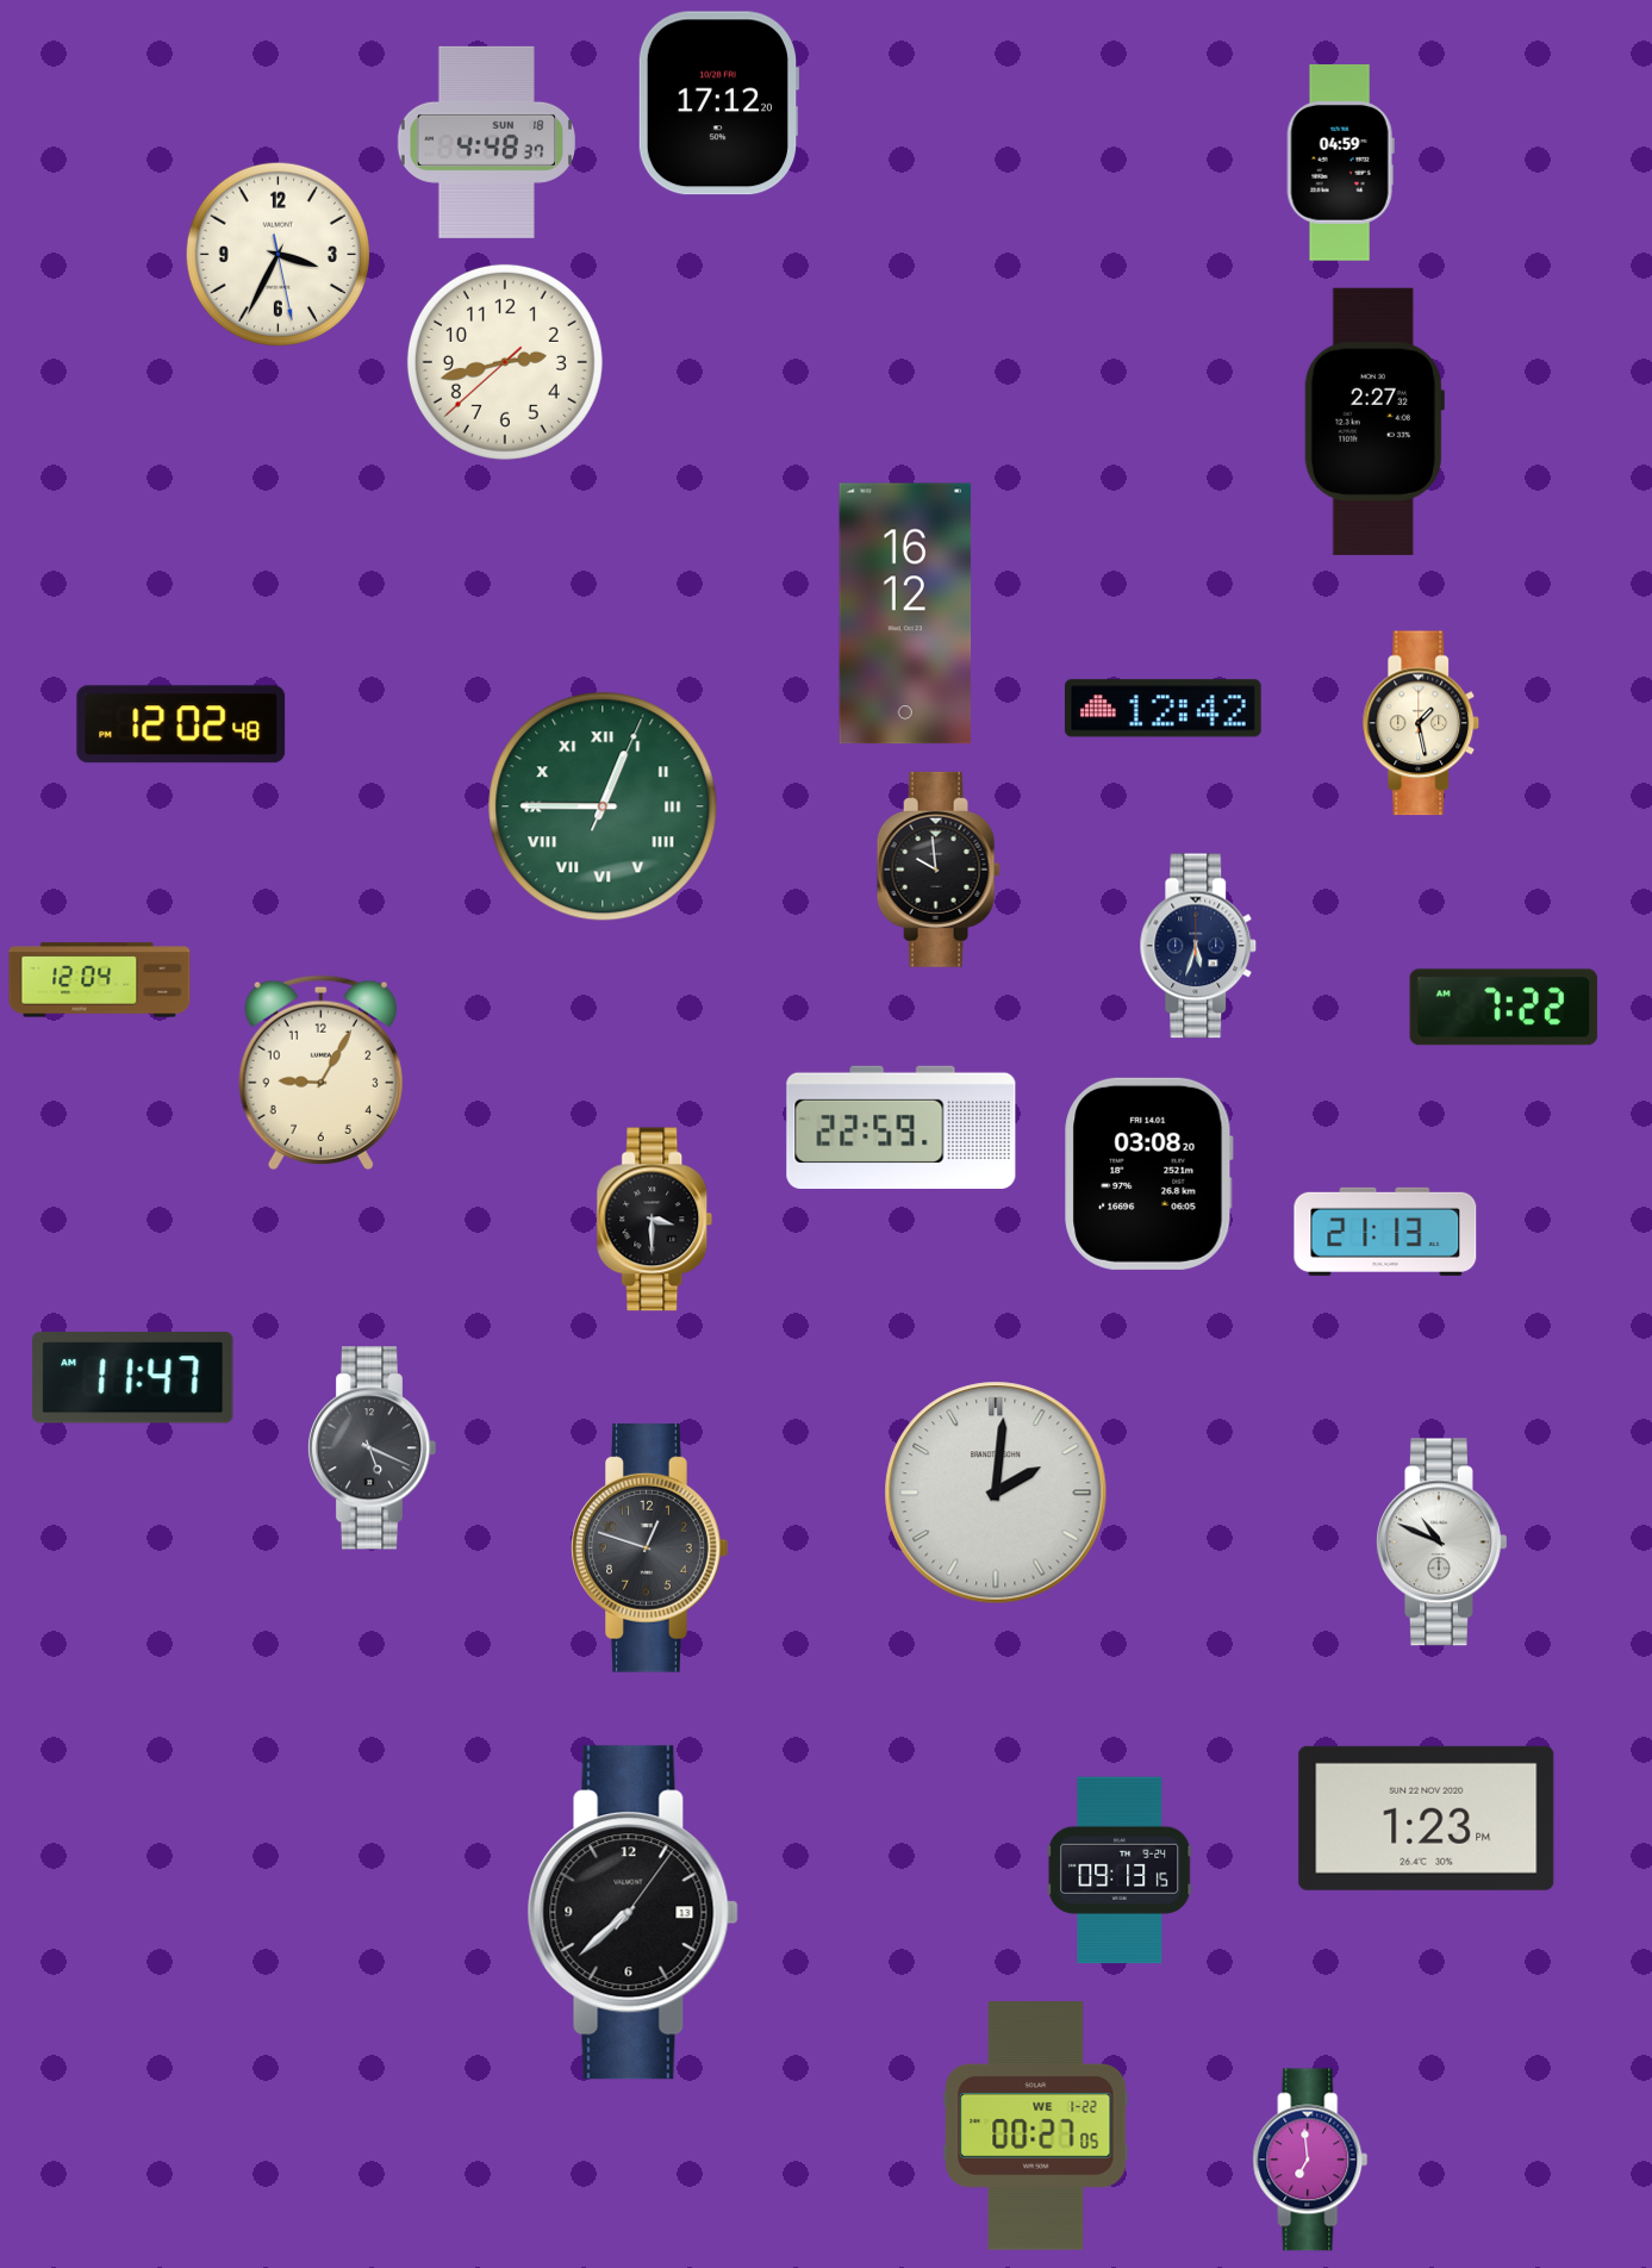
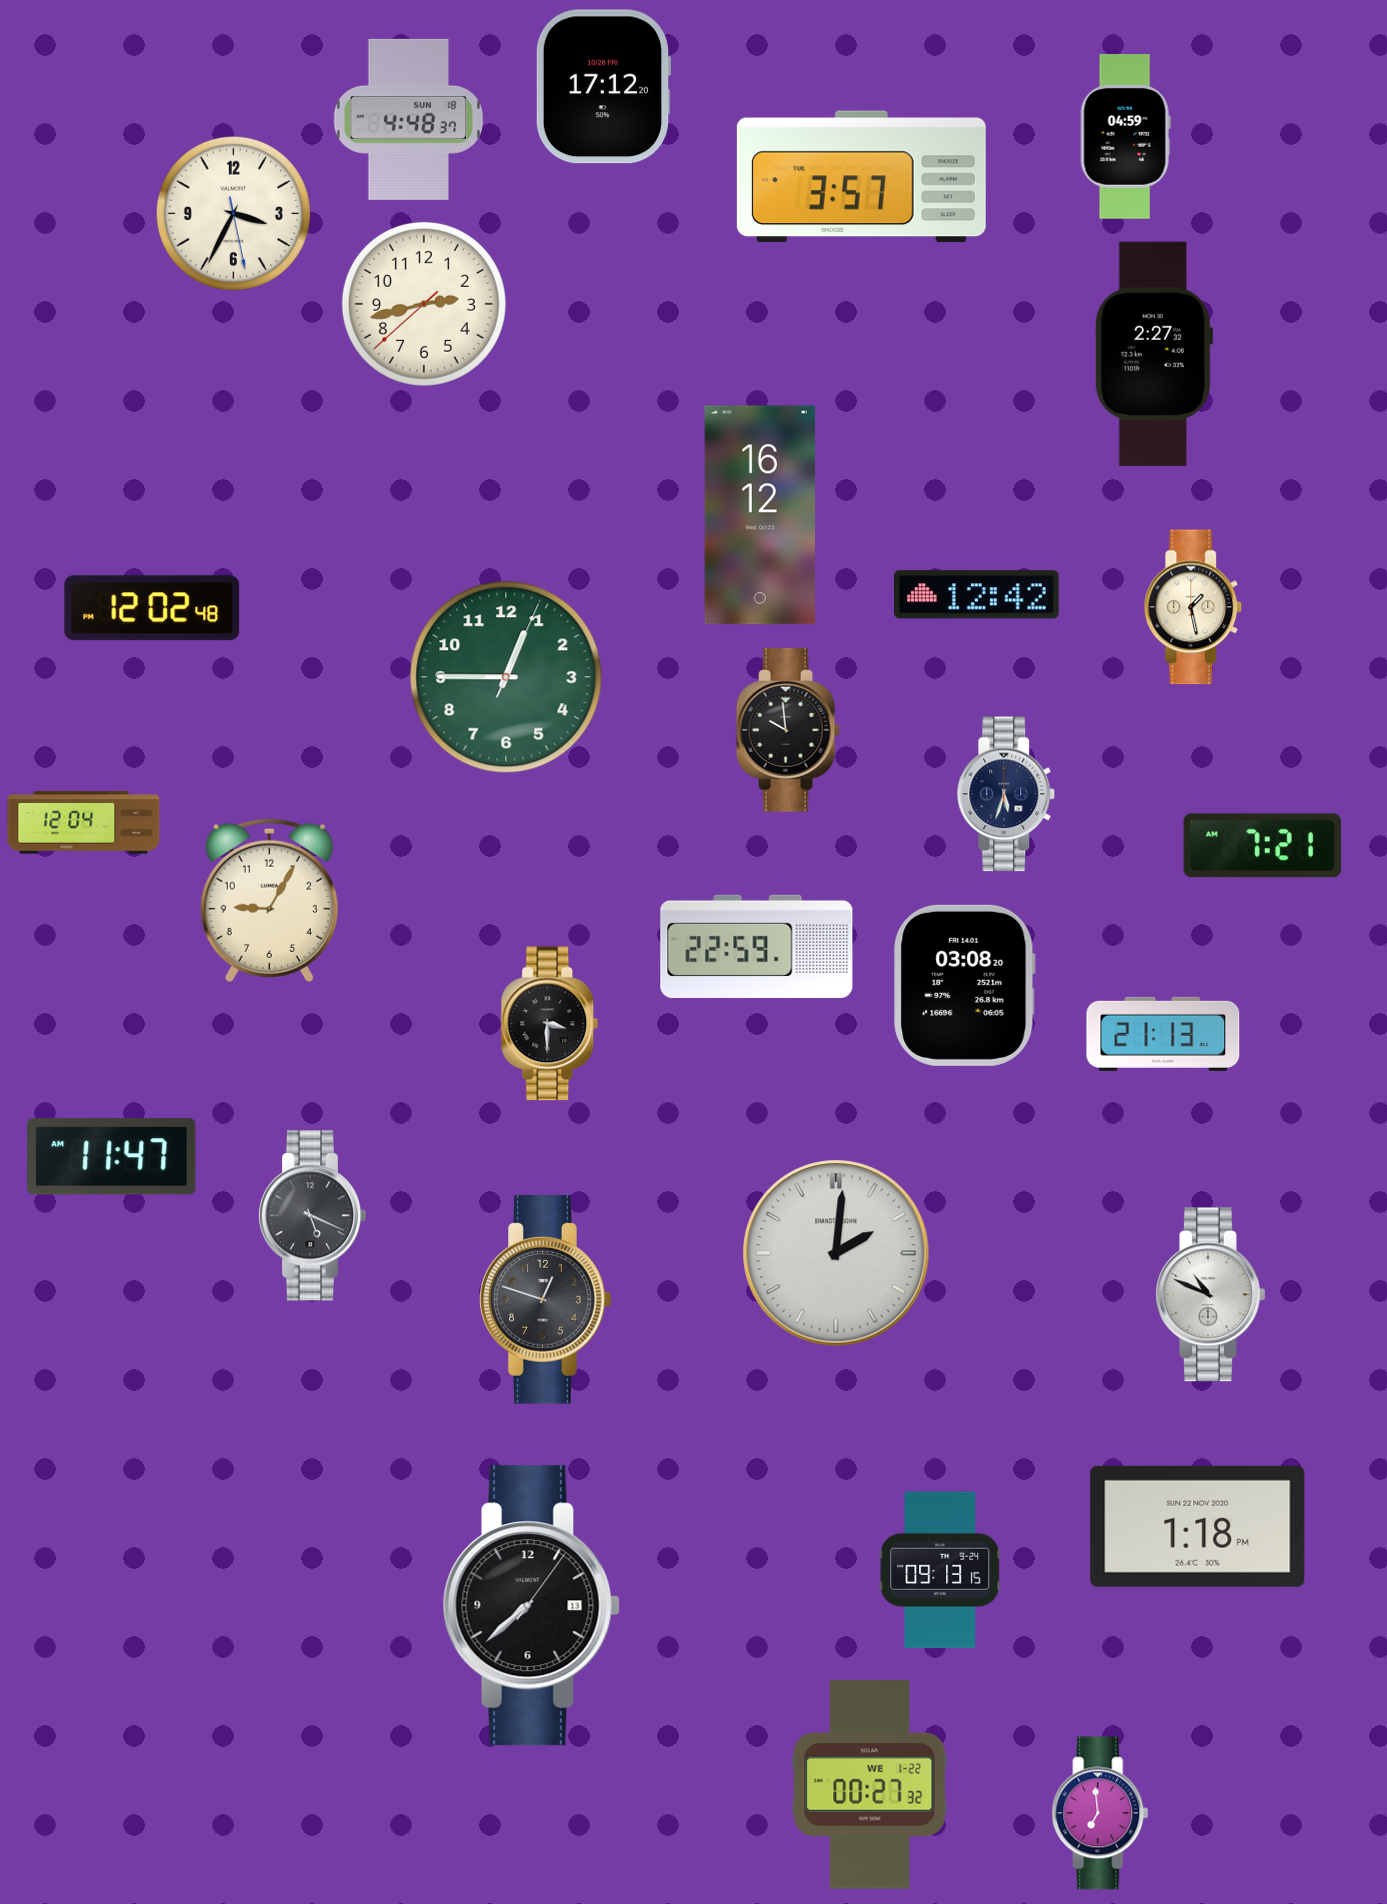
clock at (861, 177): none -> 3:57
clock at (603, 806) numerals: Roman -> Arabic
clock at (1503, 1008): 7:22 -> 7:21
clock at (1427, 1818): 1:23 -> 1:18
clock at (1036, 2126): 00:27:05 -> 00:27:32
